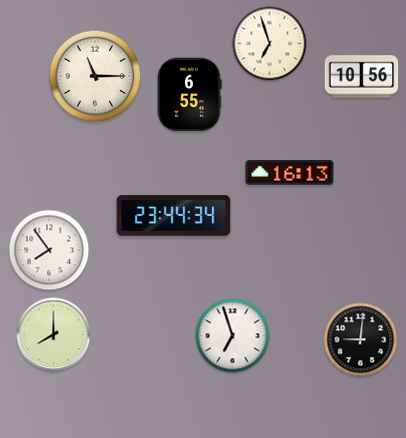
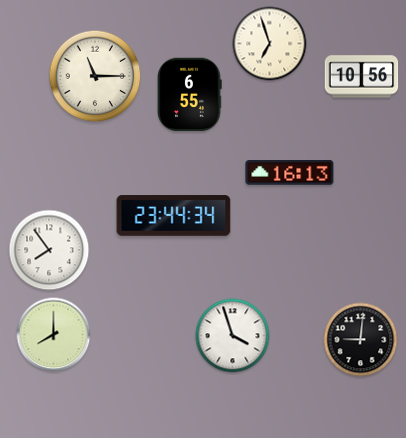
clock at (233, 336): 6:57 -> 3:57
